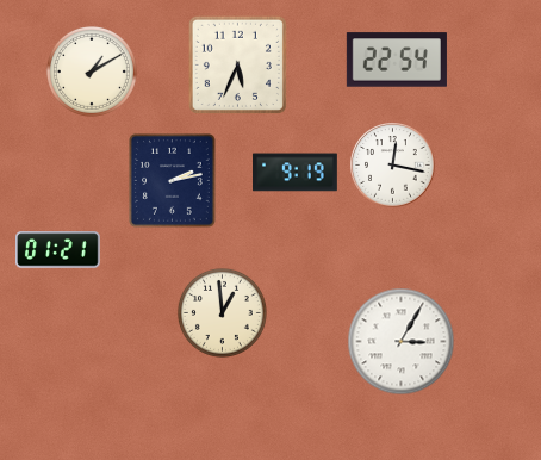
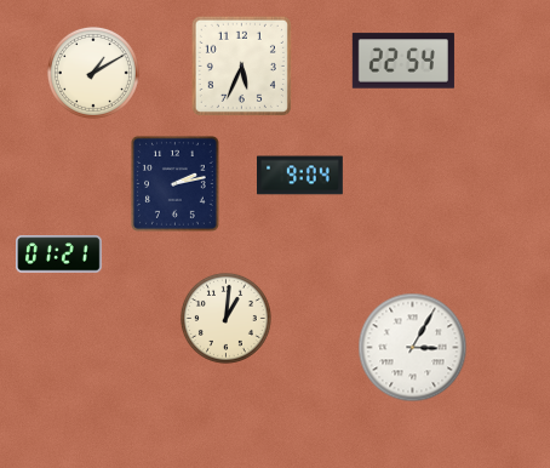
clock at (393, 166): 12:17 -> none
clock at (296, 173): 9:19 -> 9:04
clock at (222, 312): 12:59 -> 1:01
clock at (402, 342) position: (402, 342) -> (413, 348)
